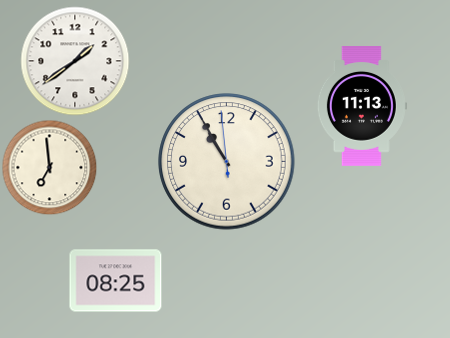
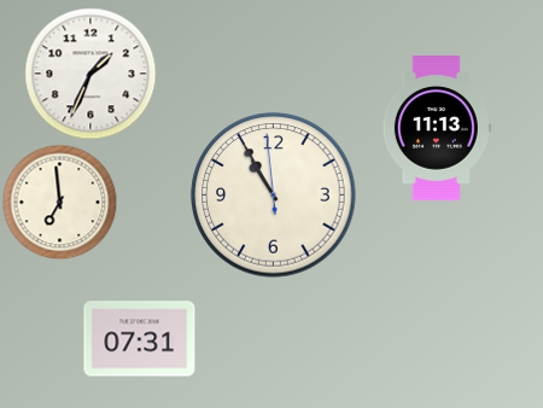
clock at (75, 61): 1:39 -> 1:34
clock at (116, 281): 08:25 -> 07:31
